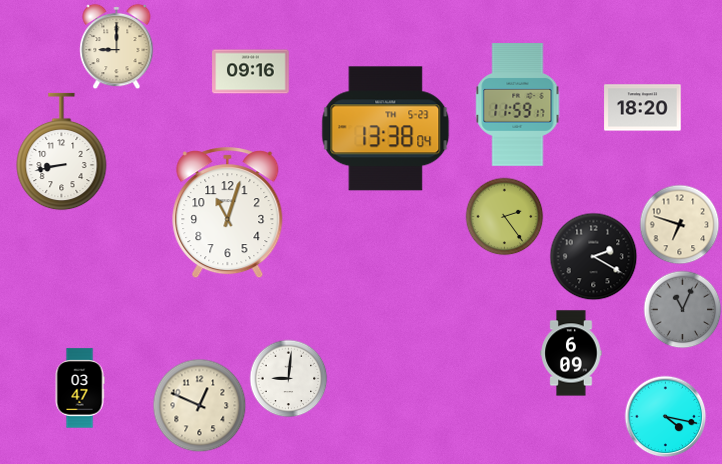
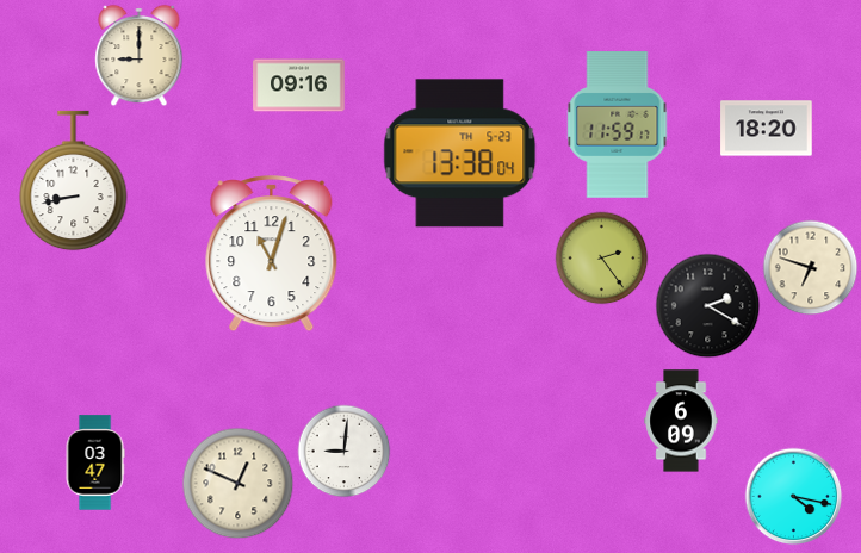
clock at (682, 309): 11:04 -> none
